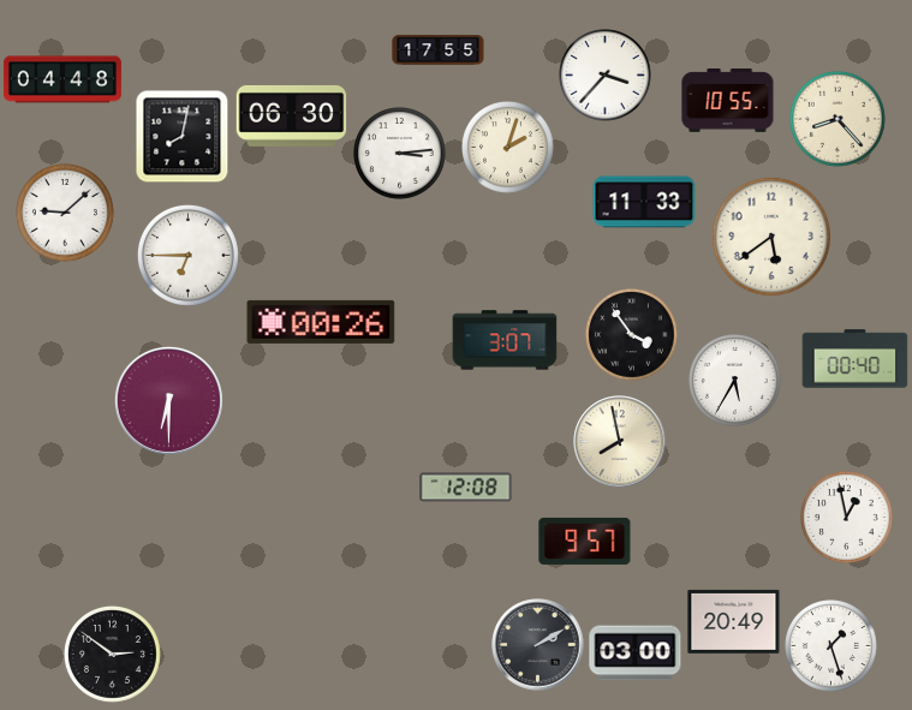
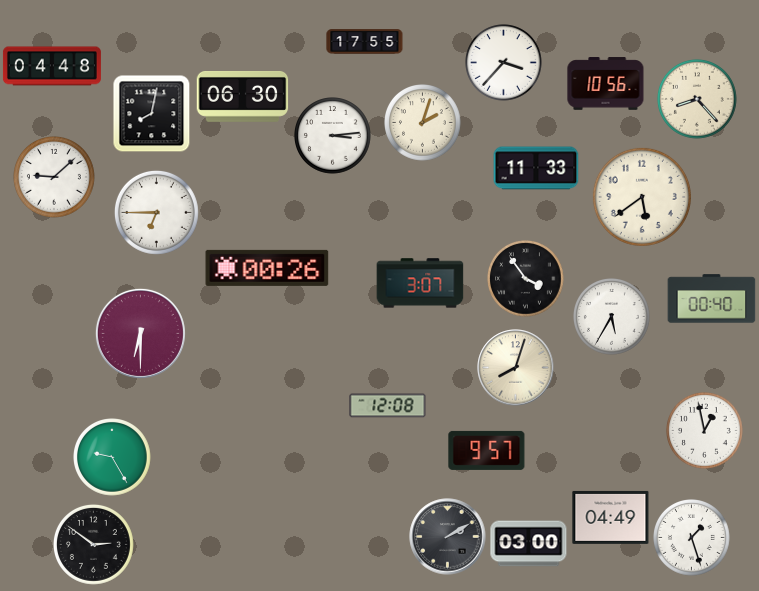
clock at (728, 101): 10:55 -> 10:56
clock at (400, 154) position: (400, 154) -> (333, 136)
clock at (620, 442): 7:58 -> 8:03
clock at (113, 458): none -> 9:25
clock at (734, 621): 20:49 -> 04:49
